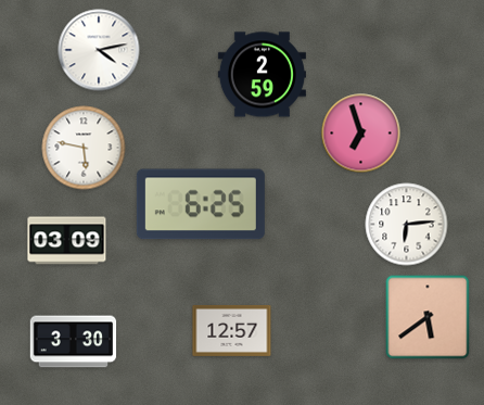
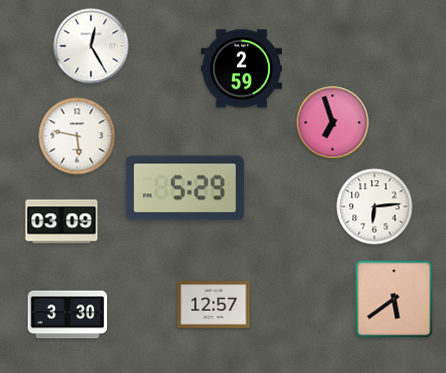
clock at (99, 50): 4:13 -> 12:25
clock at (201, 204): 6:25 -> 5:29
clock at (428, 317) position: (428, 317) -> (394, 299)
